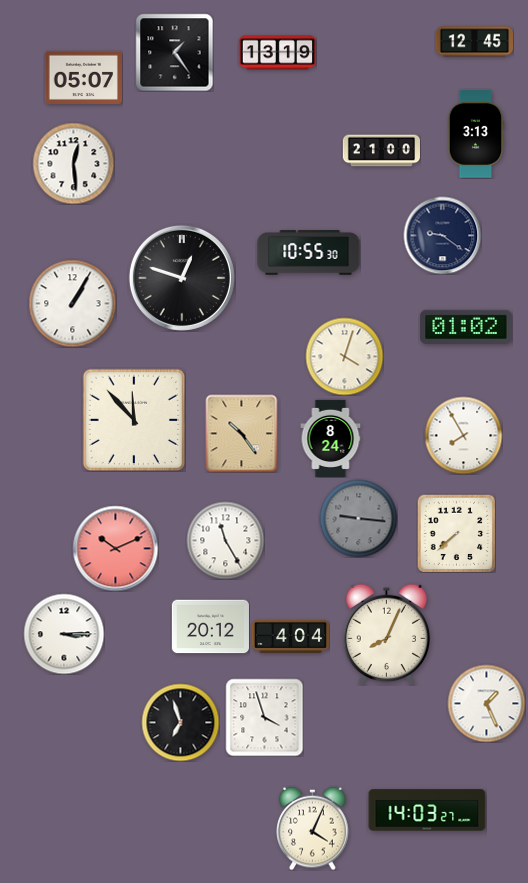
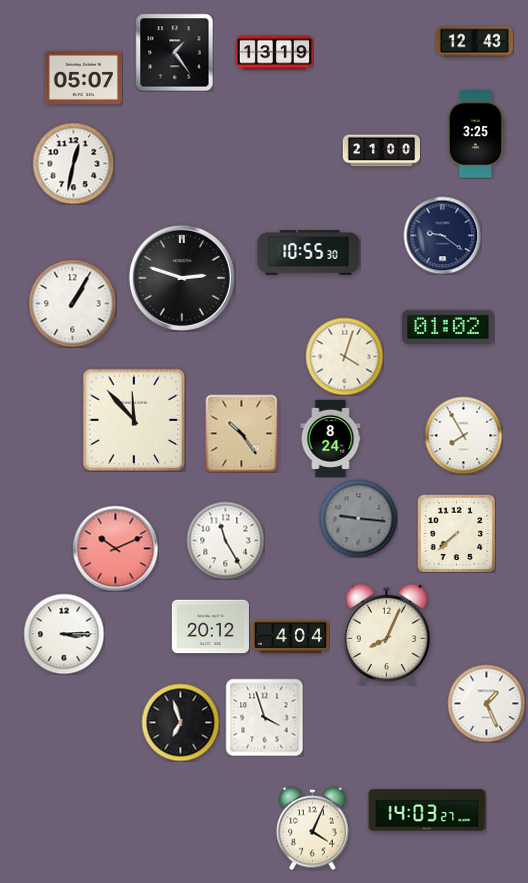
clock at (474, 42): 12:45 -> 12:43
clock at (277, 53) position: (277, 53) -> (274, 53)
clock at (476, 134): 3:13 -> 3:25
clock at (73, 163): 12:29 -> 12:32
clock at (182, 278): 12:48 -> 2:48
clock at (466, 327) position: (466, 327) -> (448, 327)
